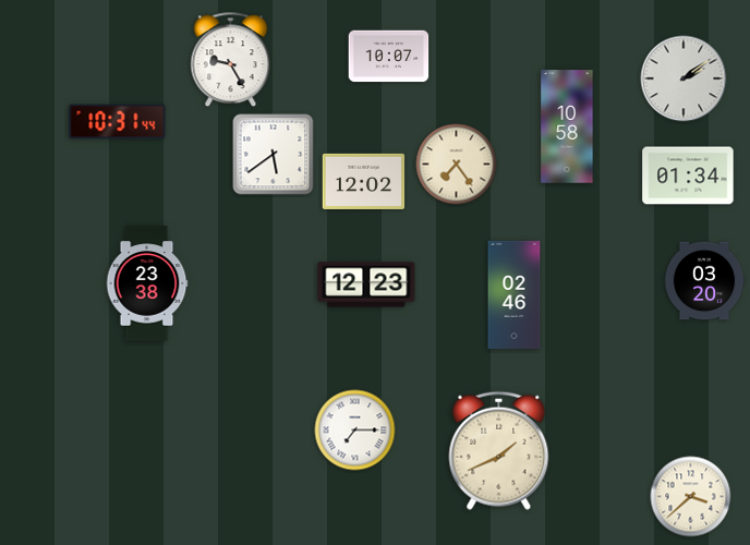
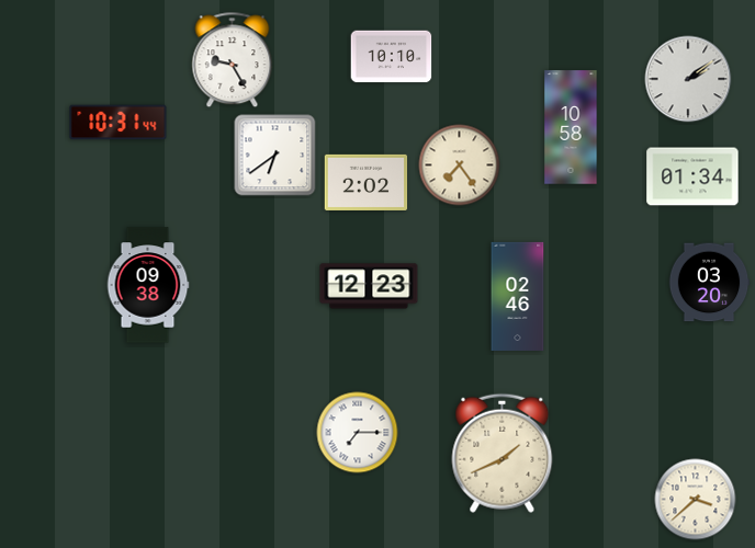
clock at (389, 57): 10:07 -> 10:10
clock at (274, 155): 5:39 -> 6:39
clock at (364, 181): 12:02 -> 2:02
clock at (147, 283): 23:38 -> 09:38
